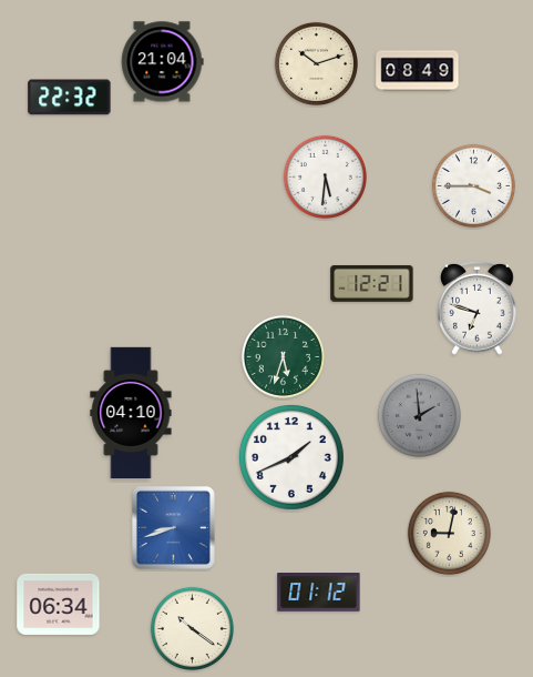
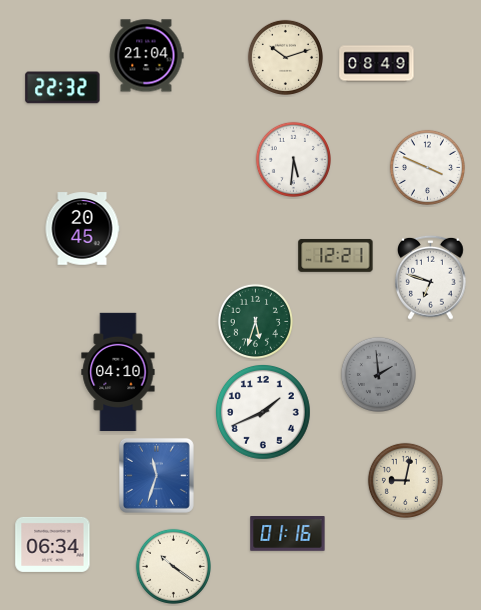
clock at (473, 185): 3:45 -> 3:49
clock at (82, 229): none -> 20:45
clock at (173, 527): 8:42 -> 11:33
clock at (319, 593): 01:12 -> 01:16
